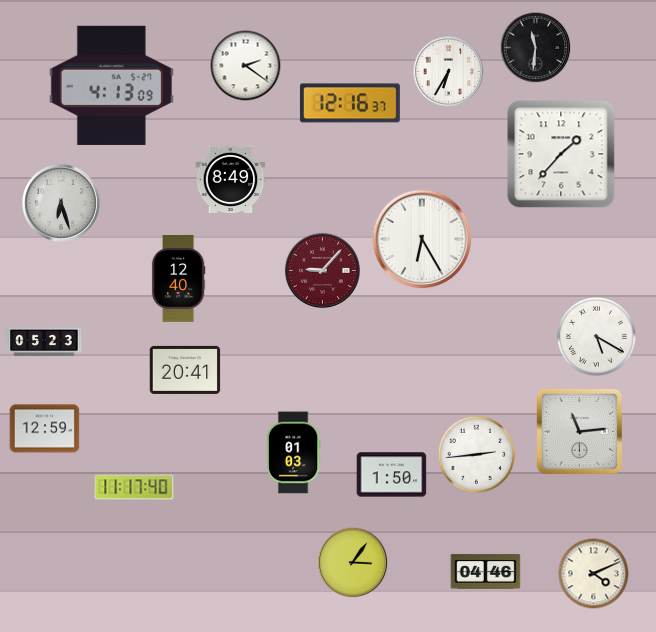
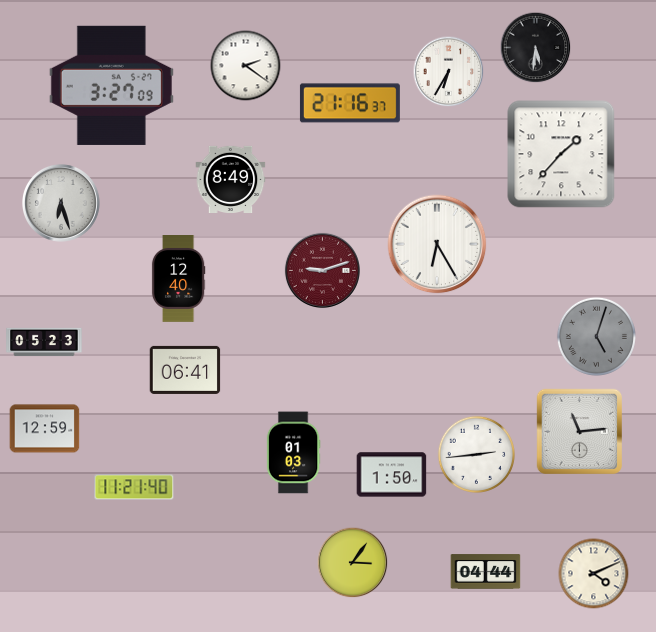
clock at (536, 48): 11:31 -> 5:31
clock at (111, 85): 4:13 -> 3:27
clock at (350, 103): 12:16 -> 21:16
clock at (422, 239) position: (422, 239) -> (437, 244)
clock at (322, 270): 9:07 -> 9:12
clock at (596, 336): 5:20 -> 5:03
clock at (596, 336) dial: white -> grey
clock at (185, 370): 20:41 -> 06:41
clock at (134, 487): 11:17 -> 11:21
clock at (486, 572): 04:46 -> 04:44
